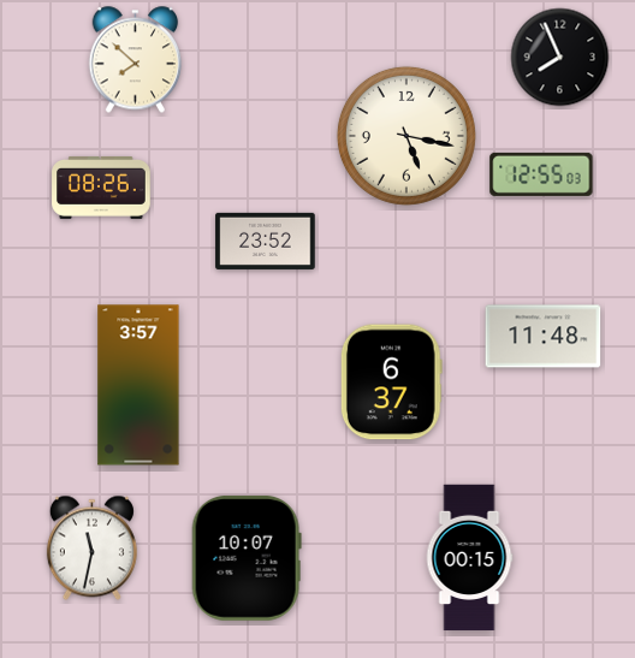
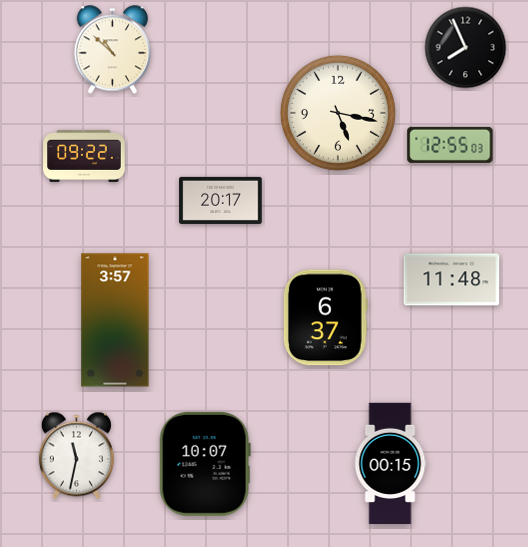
clock at (136, 60): 7:52 -> 10:52
clock at (101, 188): 08:26 -> 09:22
clock at (266, 241): 23:52 -> 20:17
